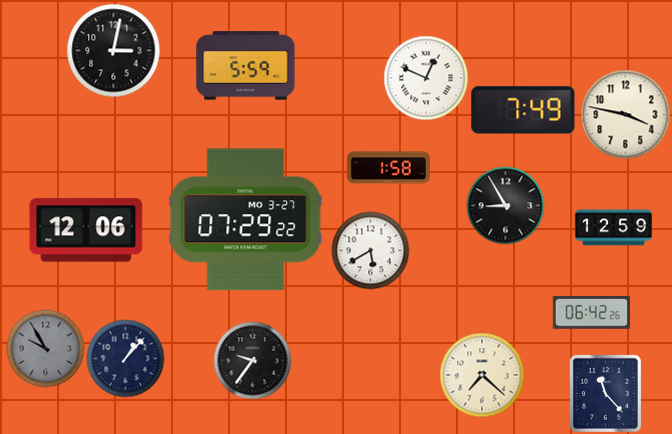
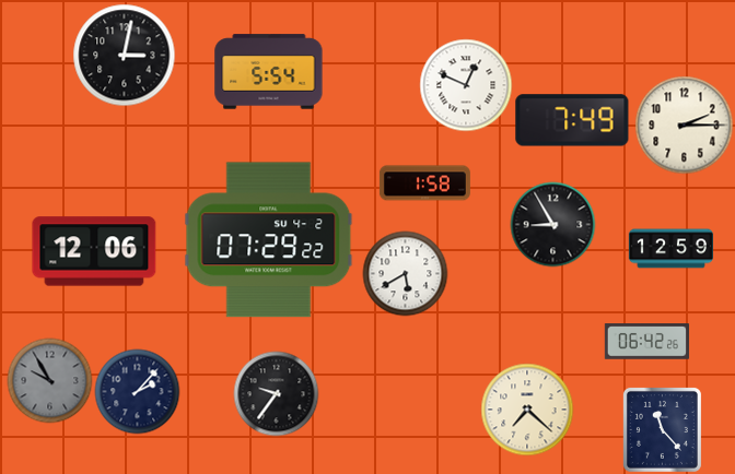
clock at (246, 66): 5:59 -> 5:54
clock at (625, 114): 3:47 -> 2:15
clock at (246, 220) date: MO 3-27 -> SU 4-2
clock at (125, 358): 1:07 -> 2:07
